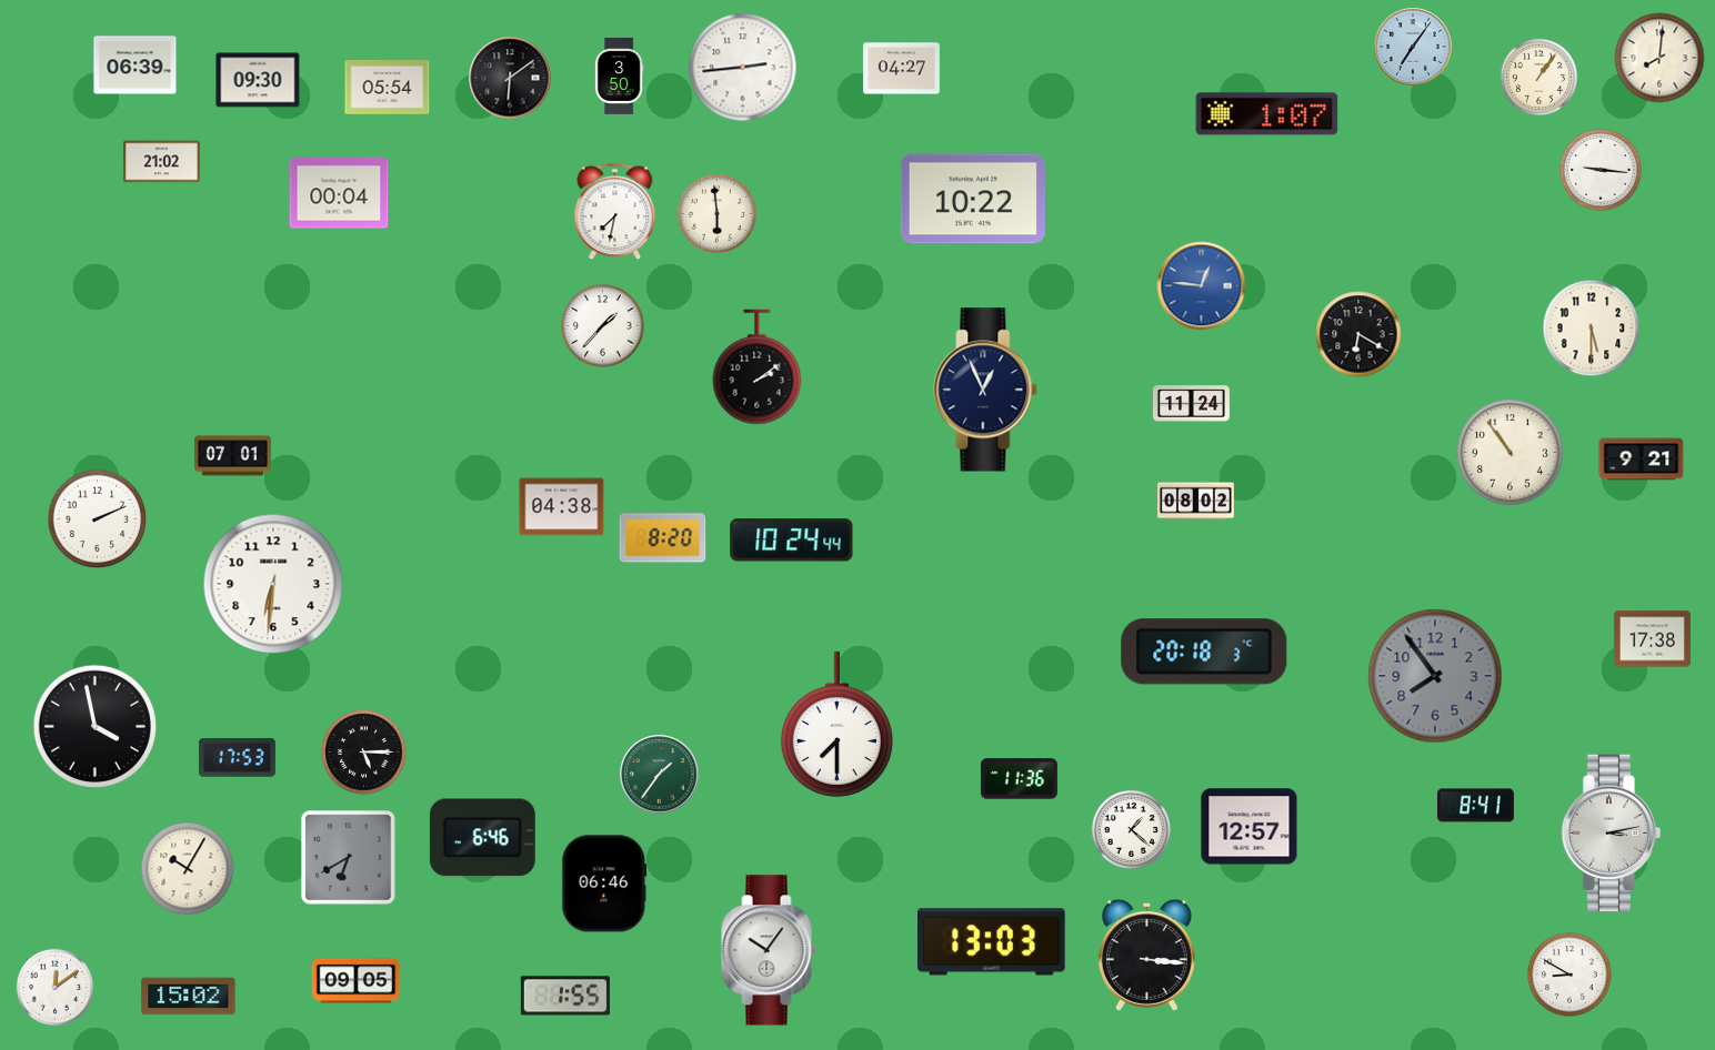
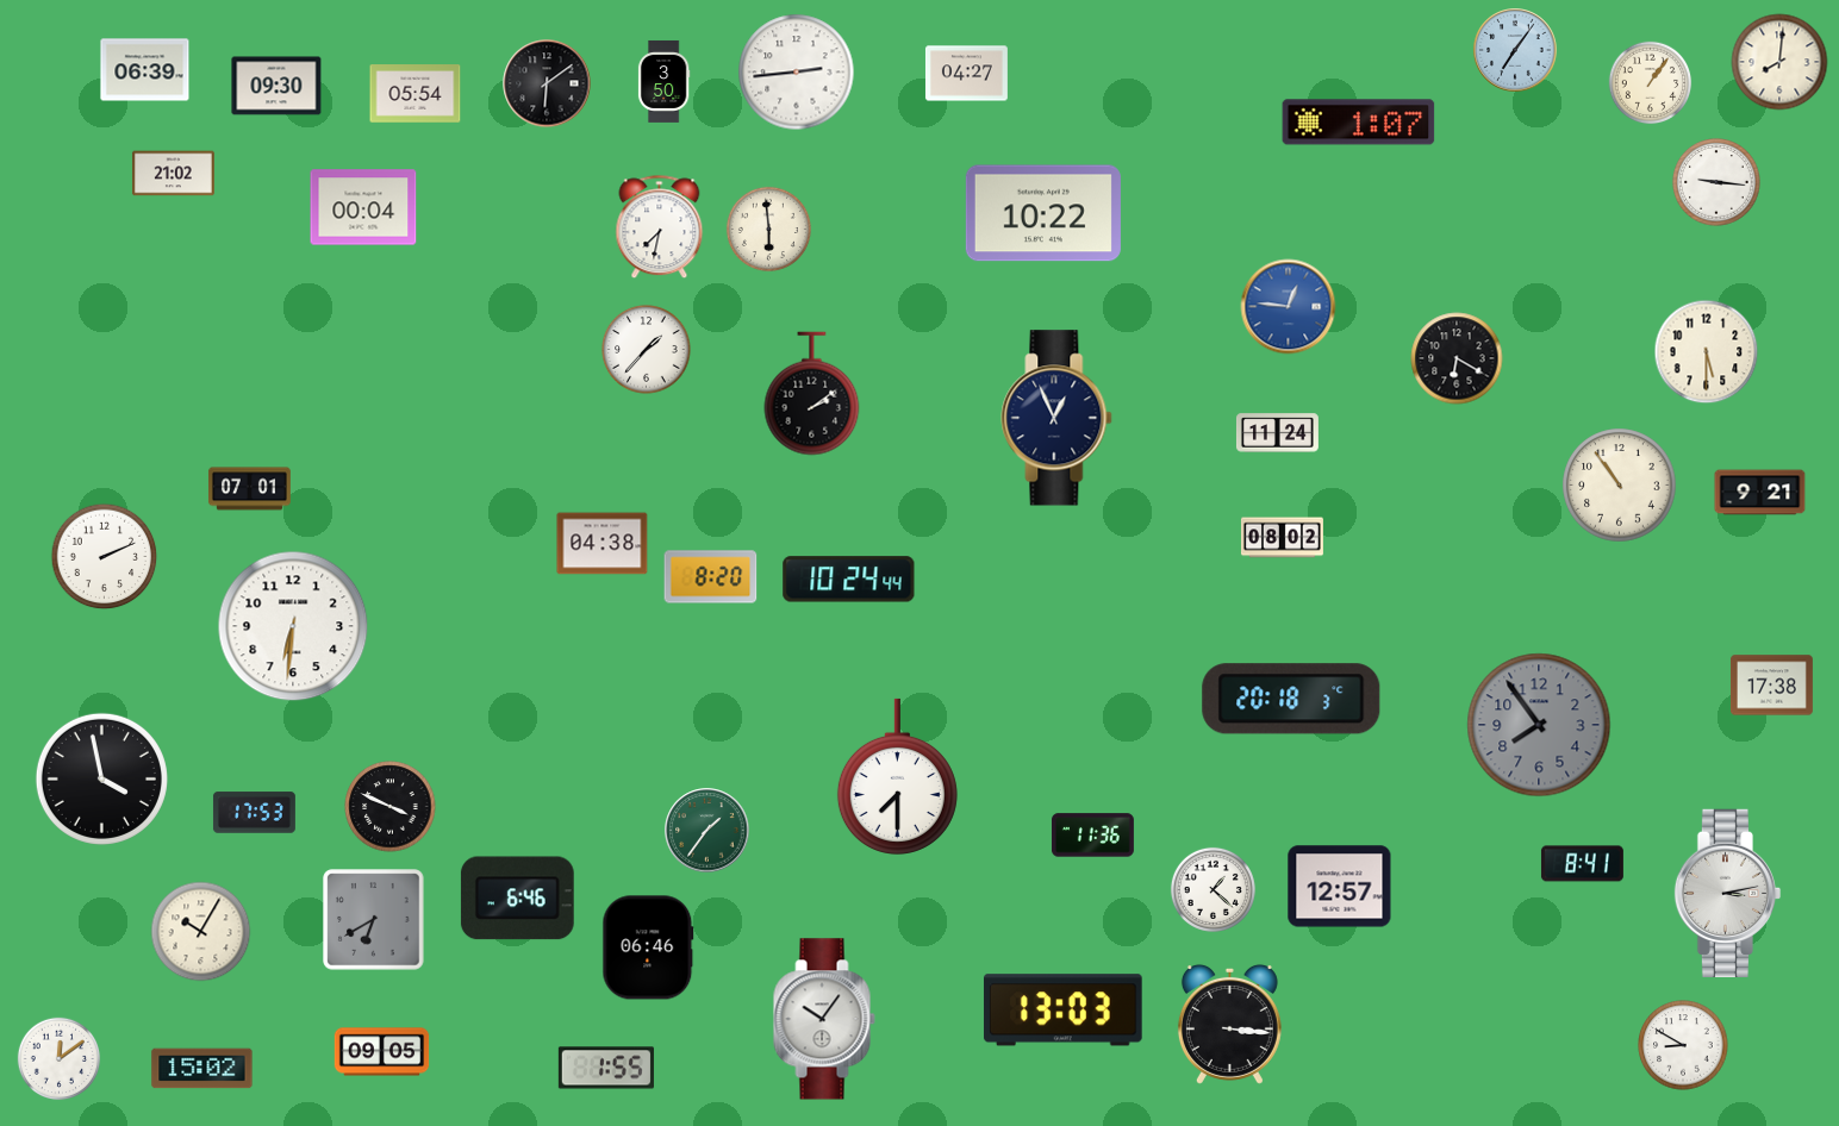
clock at (364, 753): 5:15 -> 3:49
